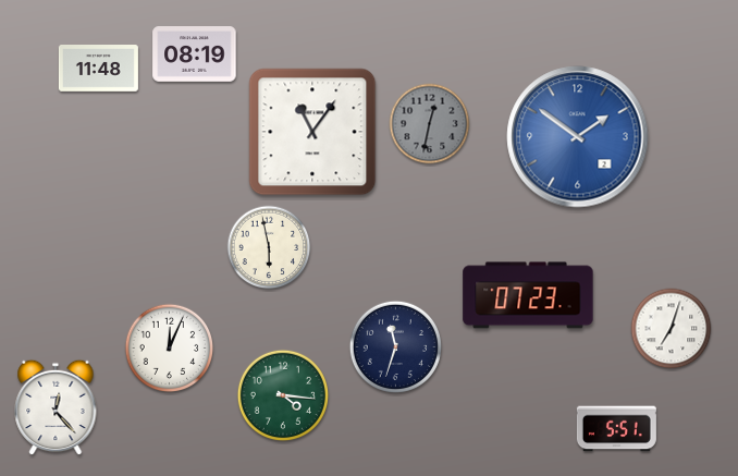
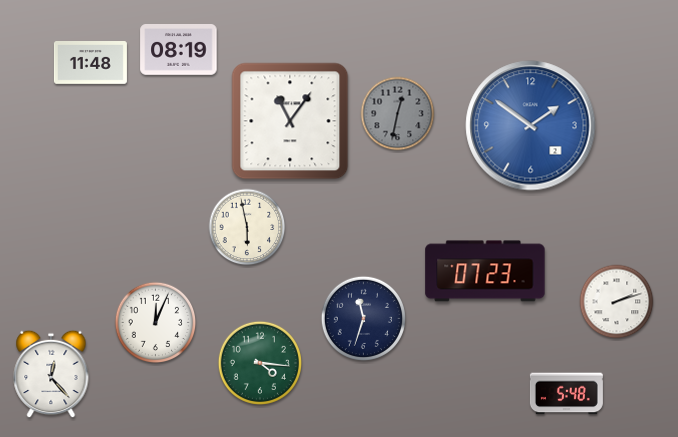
clock at (430, 124) position: (430, 124) -> (398, 114)
clock at (312, 132) position: (312, 132) -> (290, 121)
clock at (672, 329): 7:03 -> 2:12
clock at (170, 349) position: (170, 349) -> (156, 323)
clock at (616, 429): 5:51 -> 5:48
